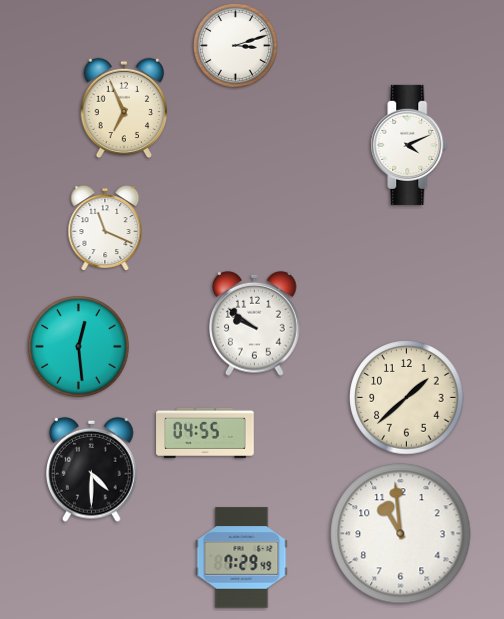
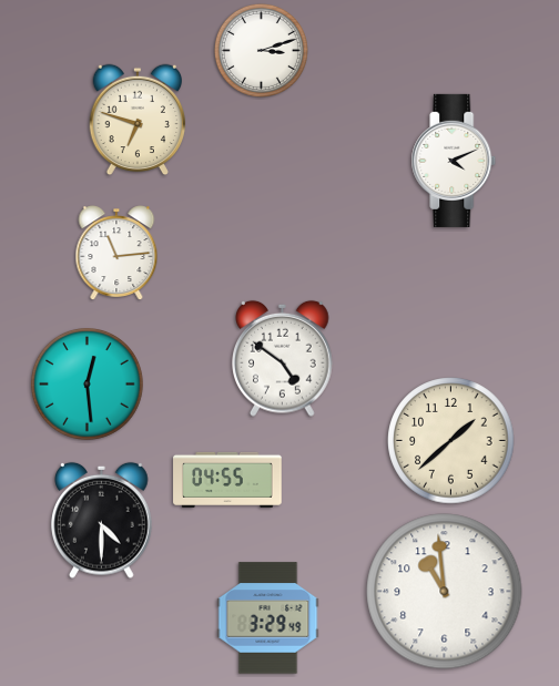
clock at (124, 108): 6:56 -> 6:48
clock at (105, 228): 11:19 -> 11:14
clock at (255, 323): 9:51 -> 4:51
clock at (242, 558): 7:29 -> 3:29
